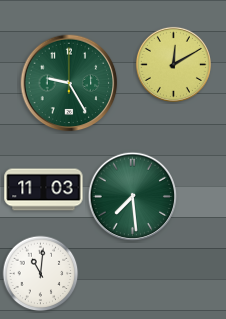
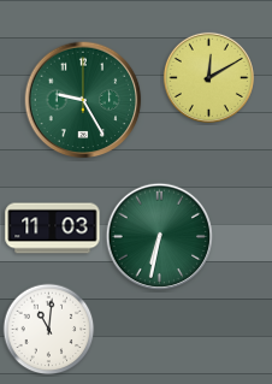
clock at (133, 197): 7:29 -> 6:32
